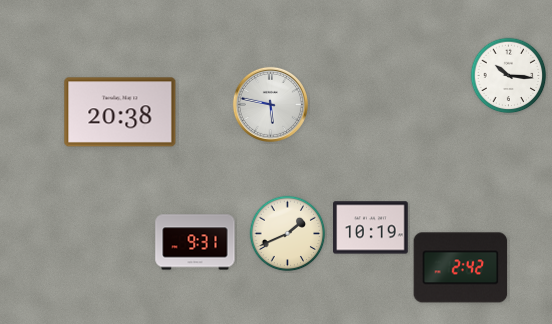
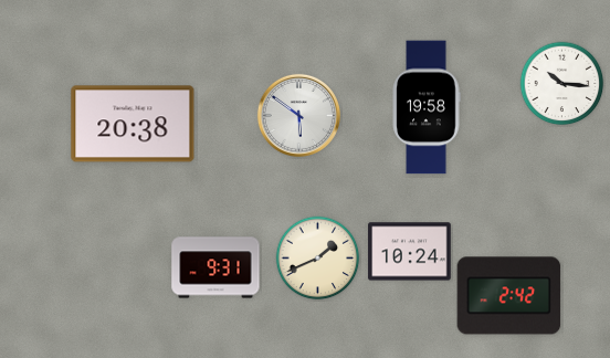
clock at (427, 107): none -> 19:58
clock at (270, 104): 5:47 -> 5:51
clock at (371, 228): 10:19 -> 10:24
